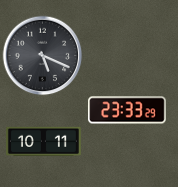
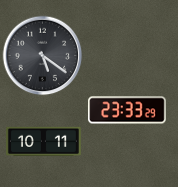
clock at (43, 56): 5:19 -> 5:21
